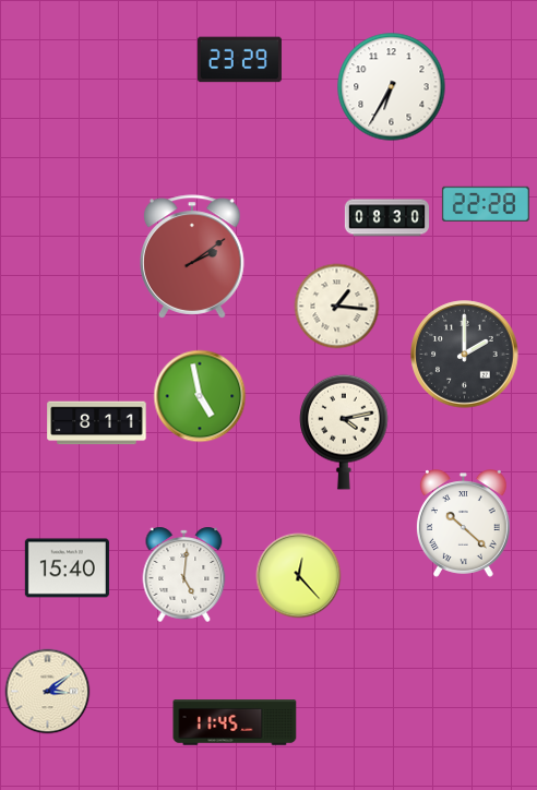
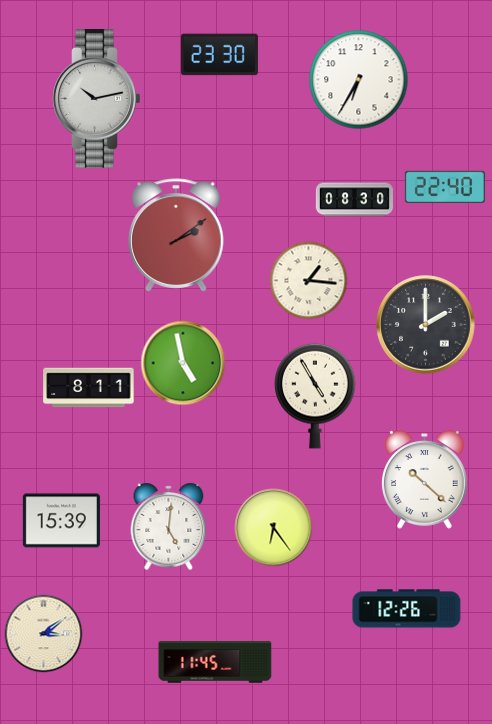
clock at (239, 60): 23:29 -> 23:30
clock at (97, 99): none -> 10:13
clock at (486, 203): 22:28 -> 22:40
clock at (344, 432): 4:13 -> 4:55
clock at (67, 568): 15:40 -> 15:39
clock at (298, 575): 12:23 -> 6:24
clock at (407, 609): none -> 12:26
